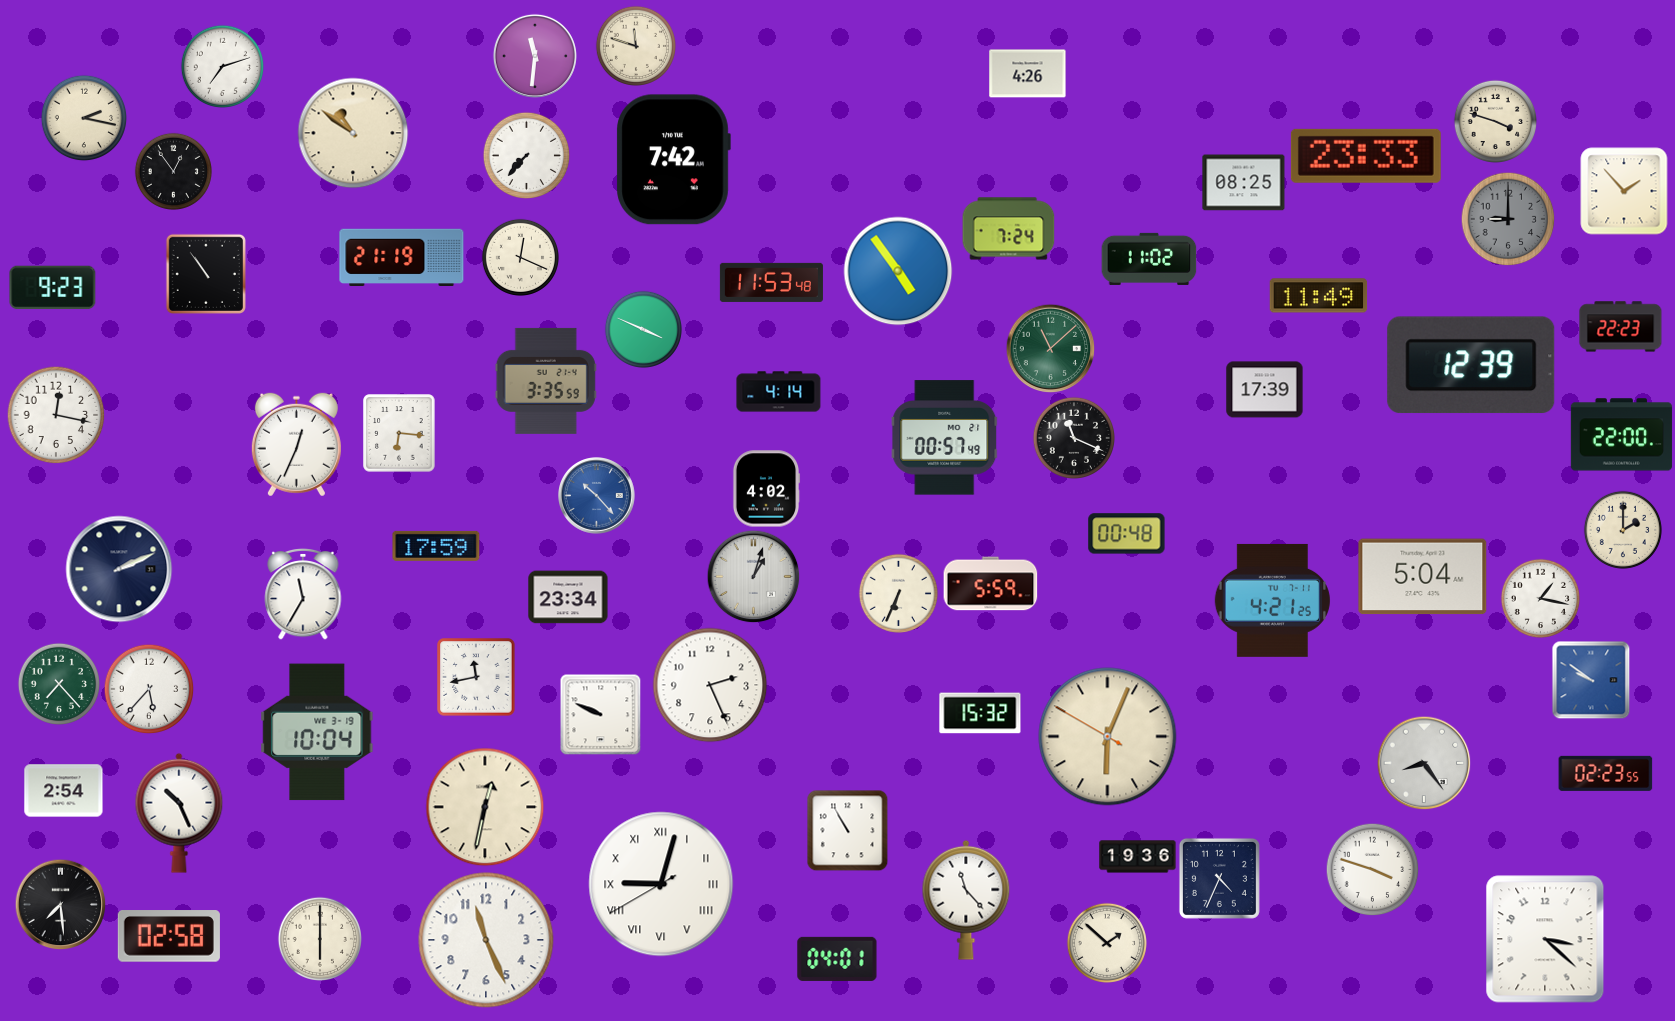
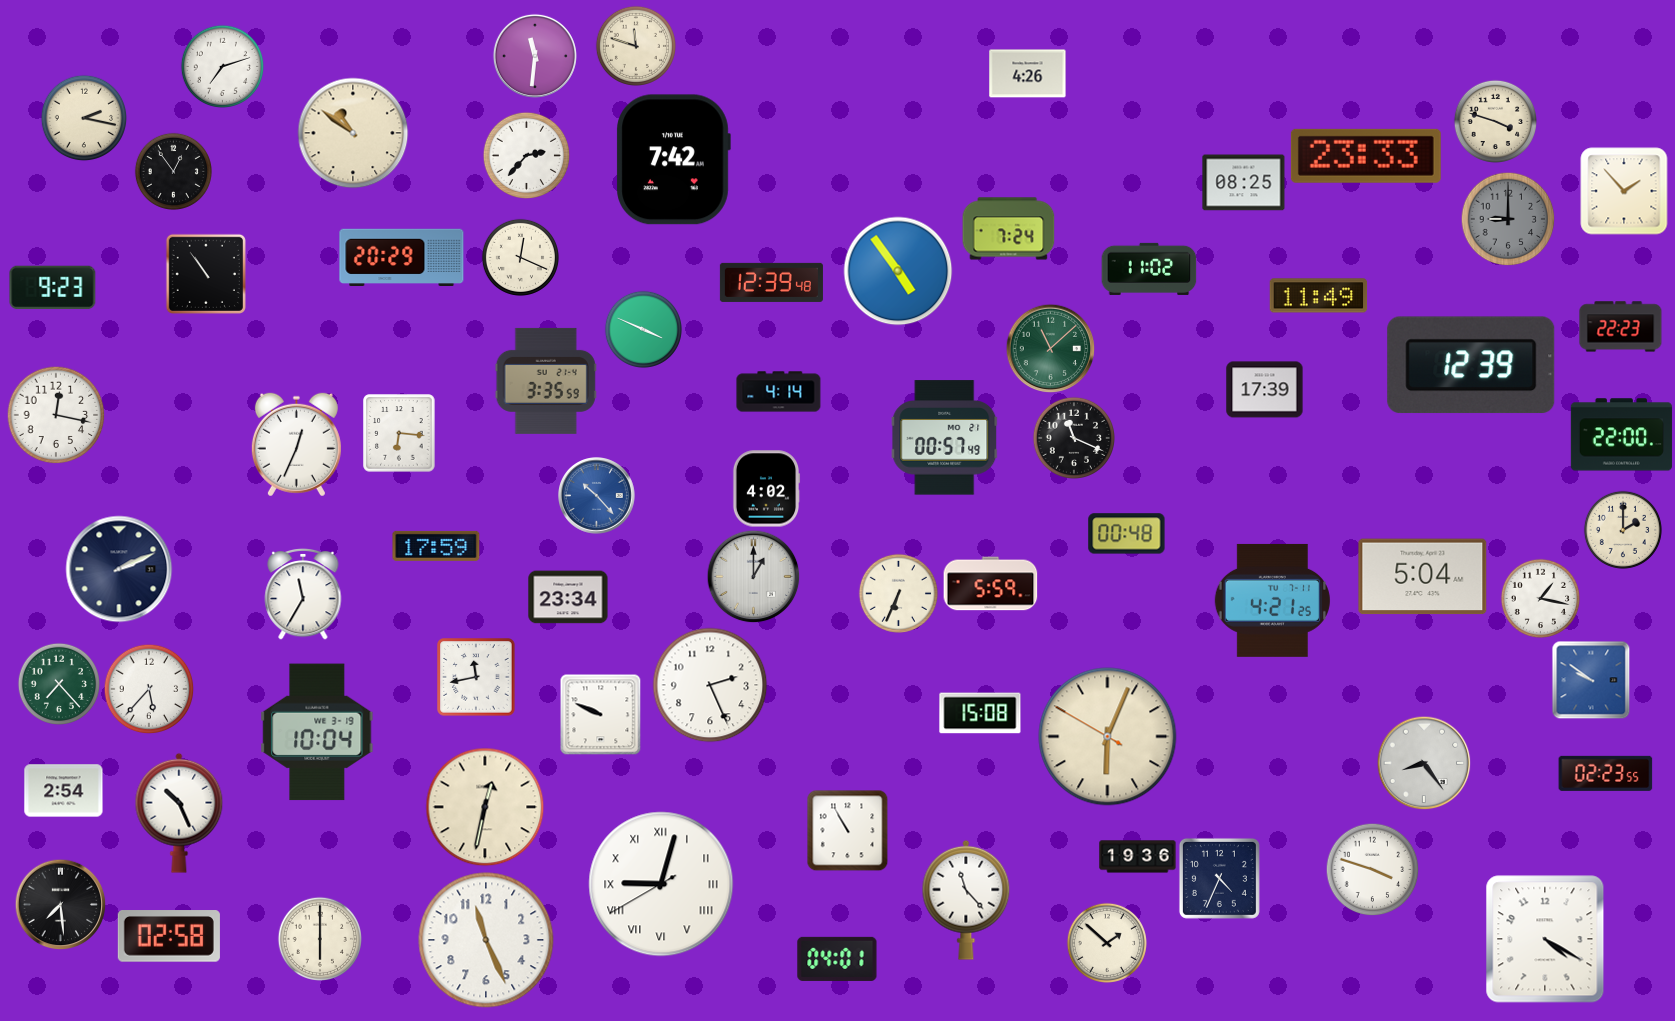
clock at (526, 155): 7:37 -> 2:37
clock at (402, 258): 21:19 -> 20:29
clock at (1149, 259) position: (1149, 259) -> (1149, 269)
clock at (771, 282): 11:53 -> 12:39
clock at (753, 576): 1:03 -> 1:00
clock at (980, 713): 15:32 -> 15:08
clock at (1545, 939): 3:22 -> 4:20
